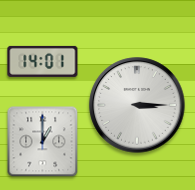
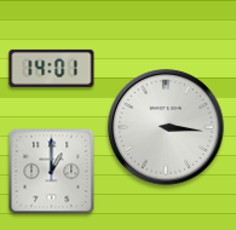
clock at (43, 61) position: (43, 61) -> (52, 68)
clock at (137, 105): 3:15 -> 3:16
